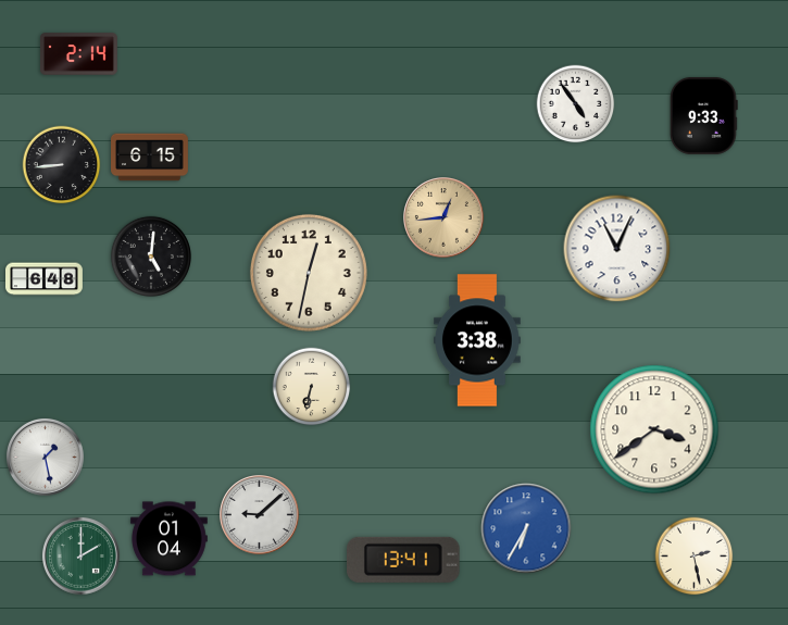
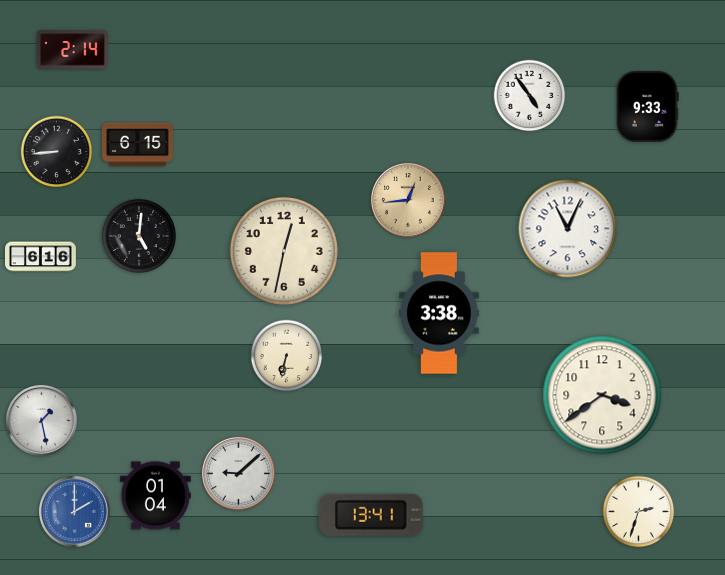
clock at (45, 279): 6:48 -> 6:16
clock at (526, 528): 6:35 -> none
clock at (80, 555) dial: green -> blue
clock at (695, 557): 2:28 -> 2:33
